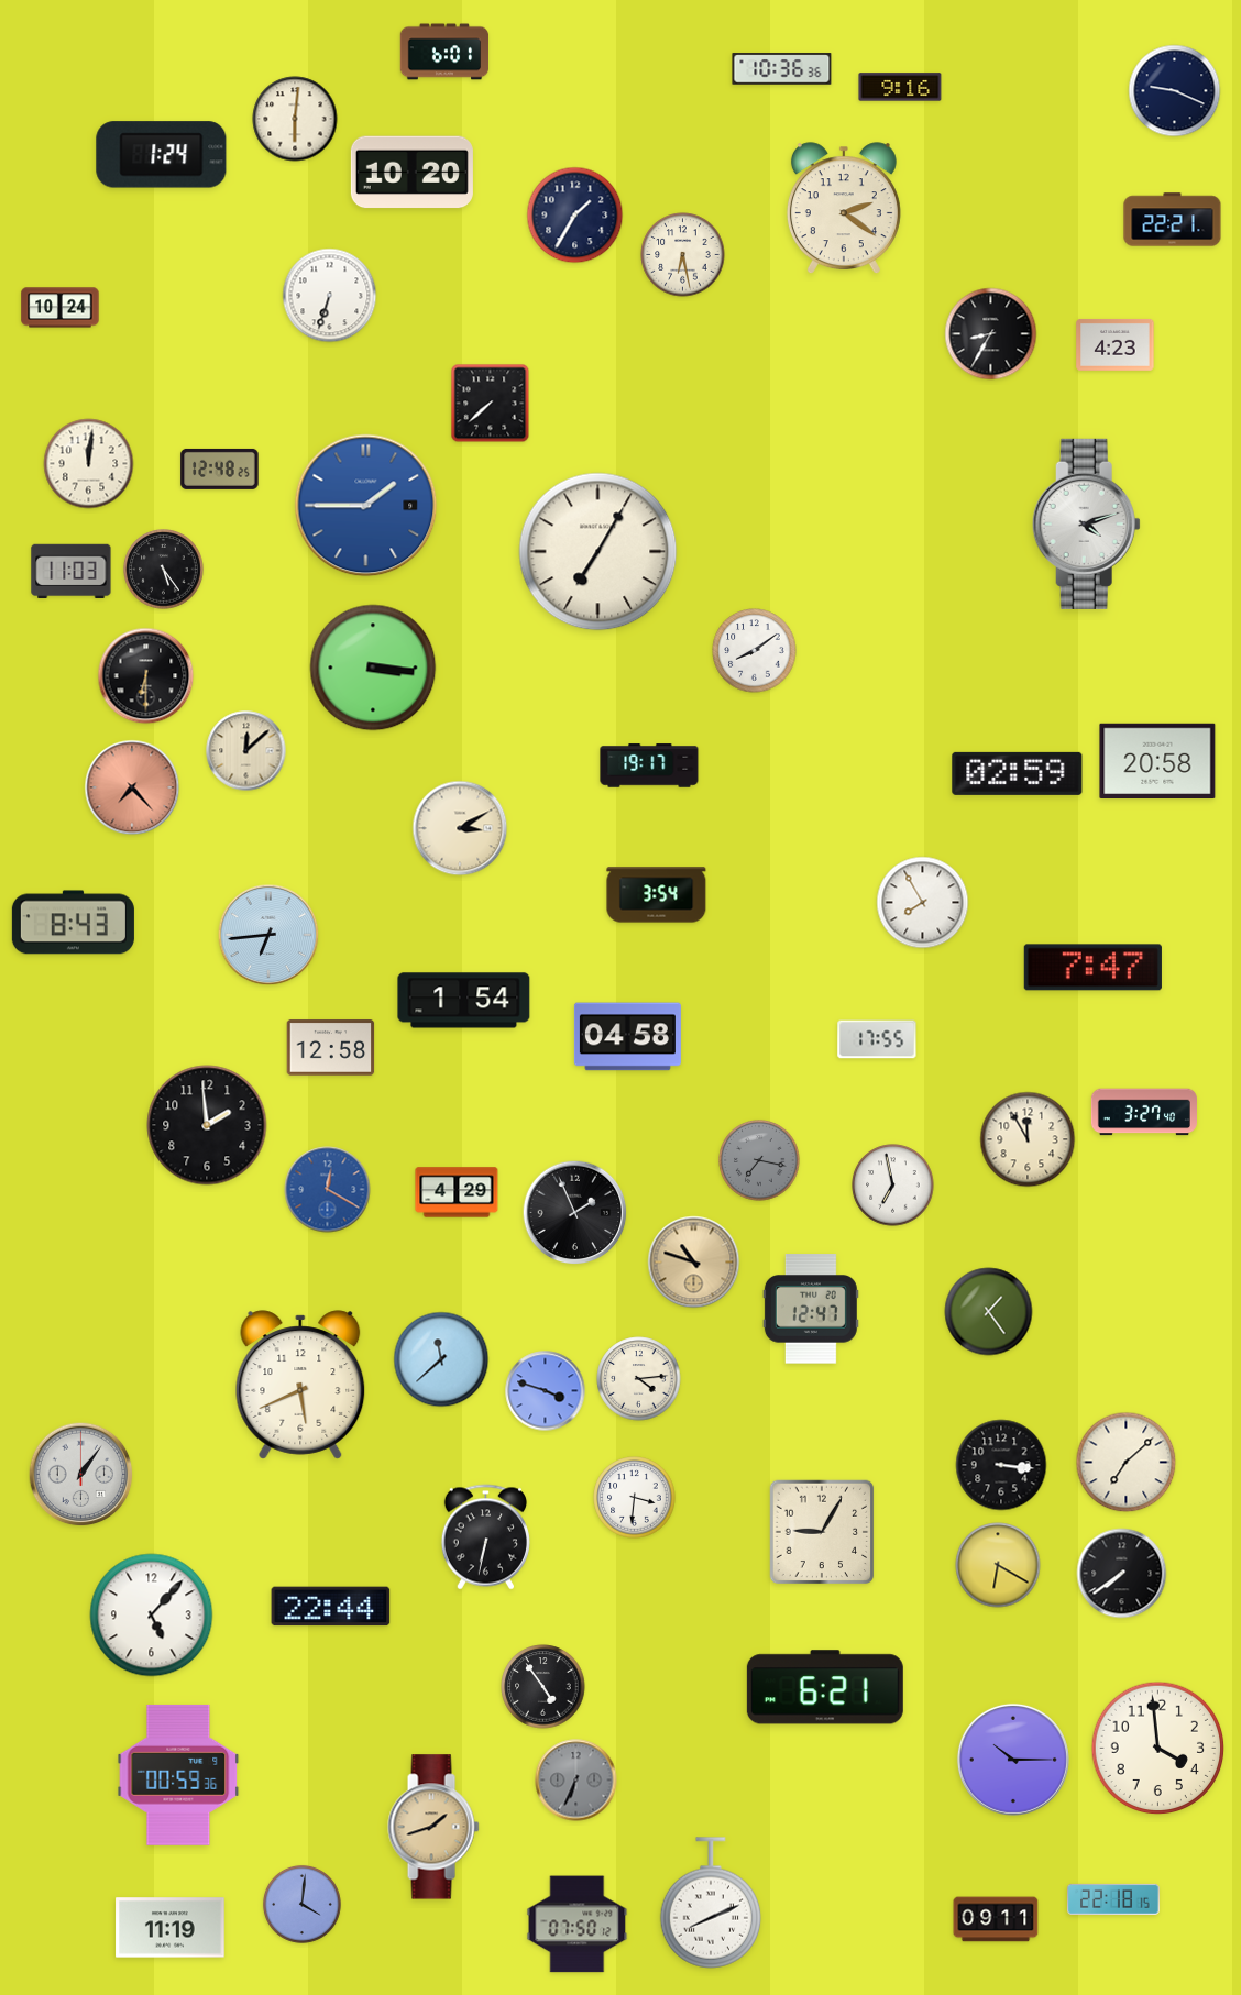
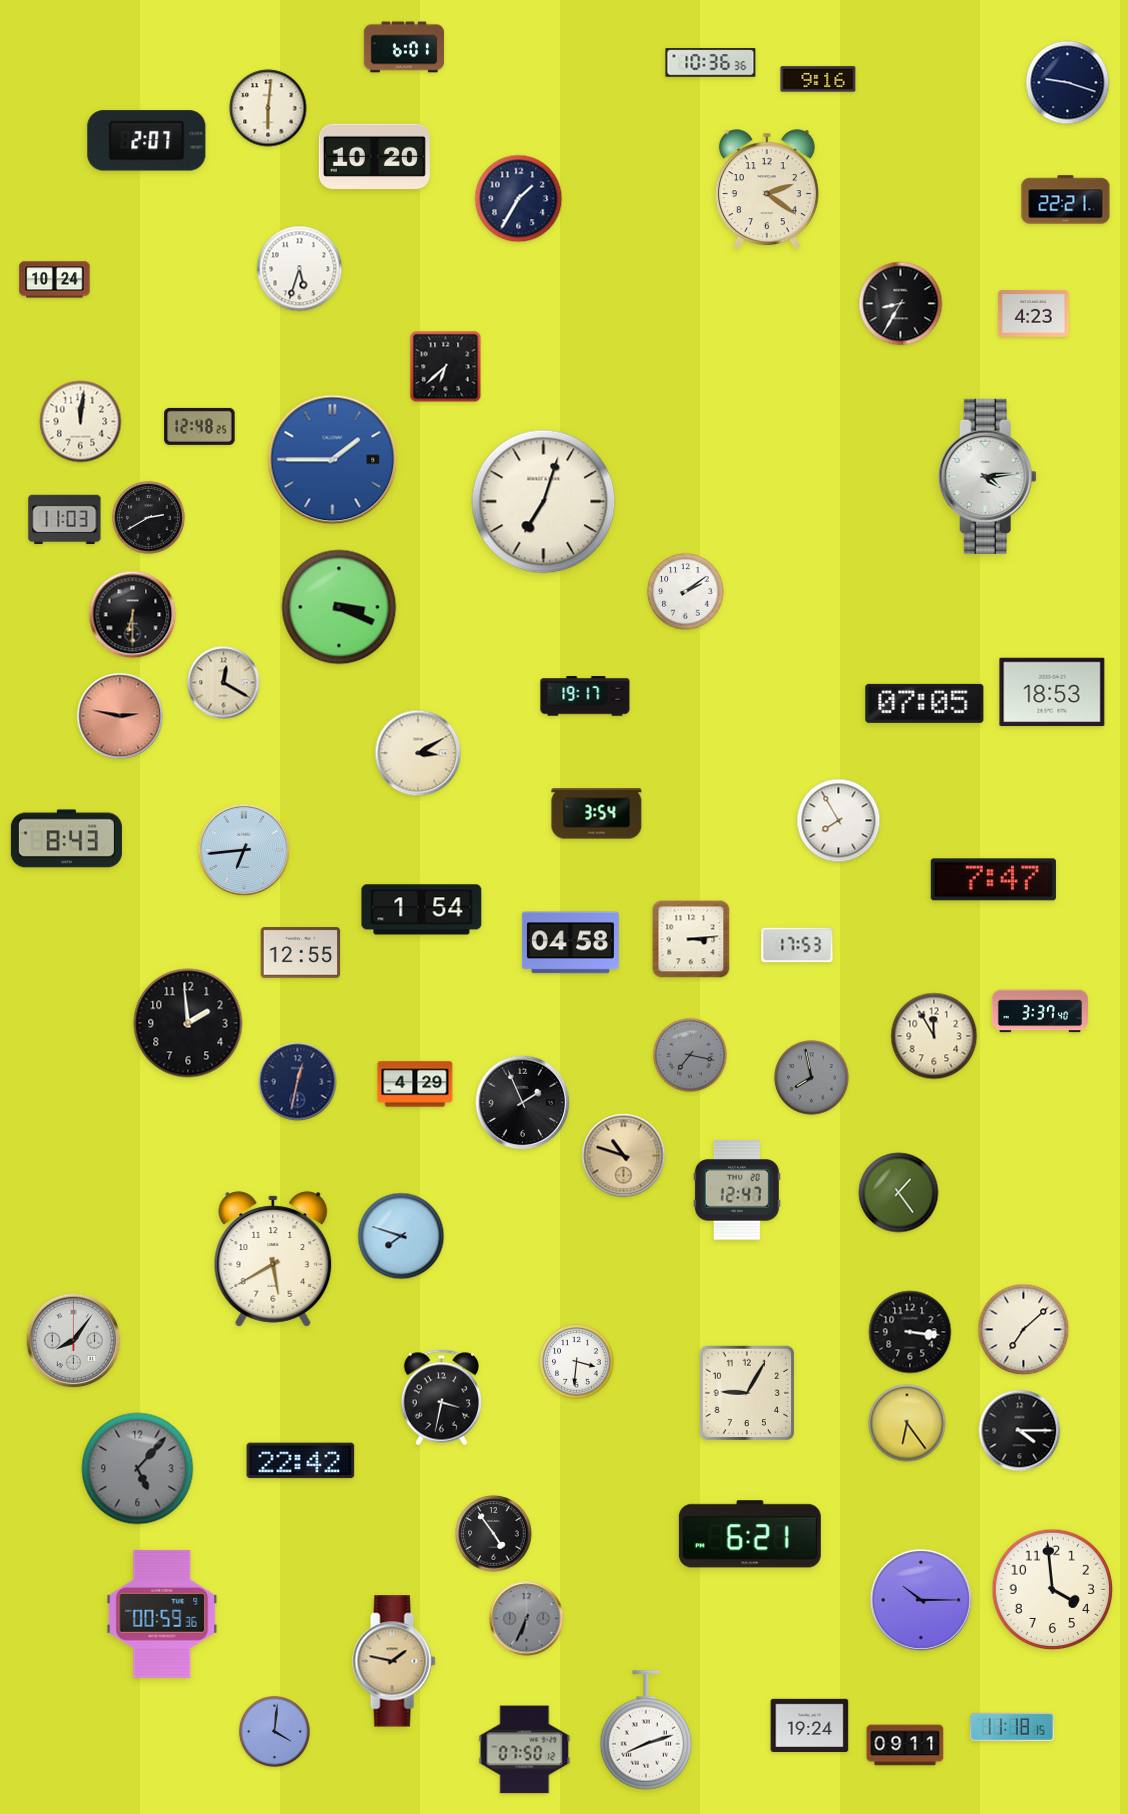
clock at (1175, 91): 9:19 -> 9:18
clock at (162, 155): 1:24 -> 2:07
clock at (575, 216) position: (575, 216) -> (519, 199)
clock at (683, 255): 6:28 -> none
clock at (330, 296): 6:33 -> 5:33
clock at (1116, 344) position: (1116, 344) -> (1034, 313)
clock at (491, 404): 7:38 -> 6:38
clock at (1086, 523): 4:12 -> 4:14
clock at (598, 552): 7:05 -> 7:03
clock at (164, 570): 5:24 -> 2:40
clock at (755, 651): 8:09 -> 2:09
clock at (373, 668): 3:16 -> 3:19
clock at (246, 751): 12:08 -> 12:20
clock at (1157, 761): 20:58 -> 18:53
clock at (649, 765) position: (649, 765) -> (585, 696)
clock at (1018, 773): 02:59 -> 07:05
clock at (132, 787): 7:23 -> 2:47
clock at (691, 939): none -> 3:14
clock at (877, 1039): 17:55 -> 17:53
clock at (331, 1048): 12:58 -> 12:55
clock at (1144, 1112): 3:27 -> 3:37
clock at (893, 1186): 6:58 -> 7:58
clock at (893, 1186) dial: white -> grey
clock at (328, 1190): 12:20 -> 12:32
clock at (328, 1190) dial: blue -> navy
clock at (694, 1263) position: (694, 1263) -> (624, 1156)
clock at (441, 1359): 11:38 -> 7:48
clock at (639, 1379): 4:14 -> none
clock at (300, 1385): 5:41 -> 5:40
clock at (546, 1391): 3:48 -> none
clock at (81, 1475): 1:06 -> 8:06
clock at (485, 1537): 6:32 -> 3:32
clock at (998, 1565): 6:20 -> 6:24
clock at (1122, 1574): 7:39 -> 4:15
clock at (331, 1607): 22:44 -> 22:42
clock at (152, 1616) dial: white -> grey
clock at (576, 1781) position: (576, 1781) -> (527, 1619)
clock at (433, 1827): 1:42 -> 1:47
clock at (810, 1725): none -> 19:24
clock at (1113, 1899): 22:18 -> 11:18
clock at (711, 1903): 8:11 -> 8:12
clock at (171, 1928): 11:19 -> none
